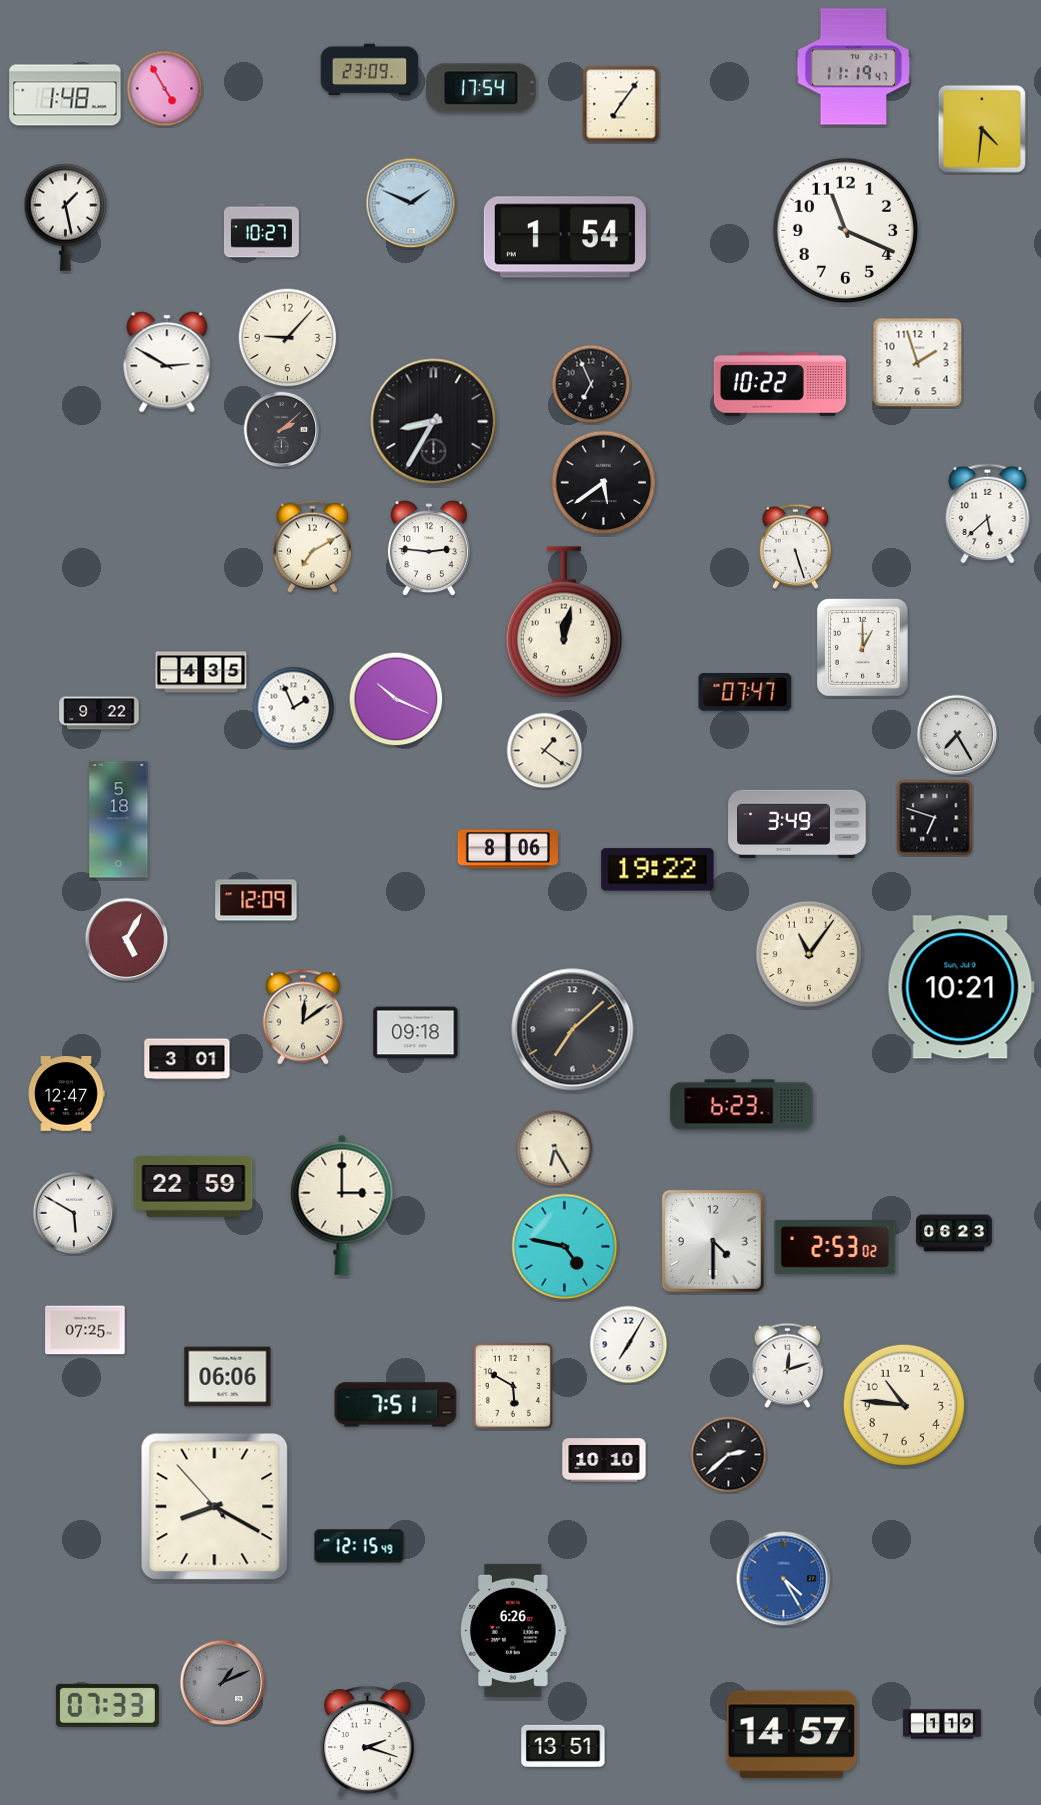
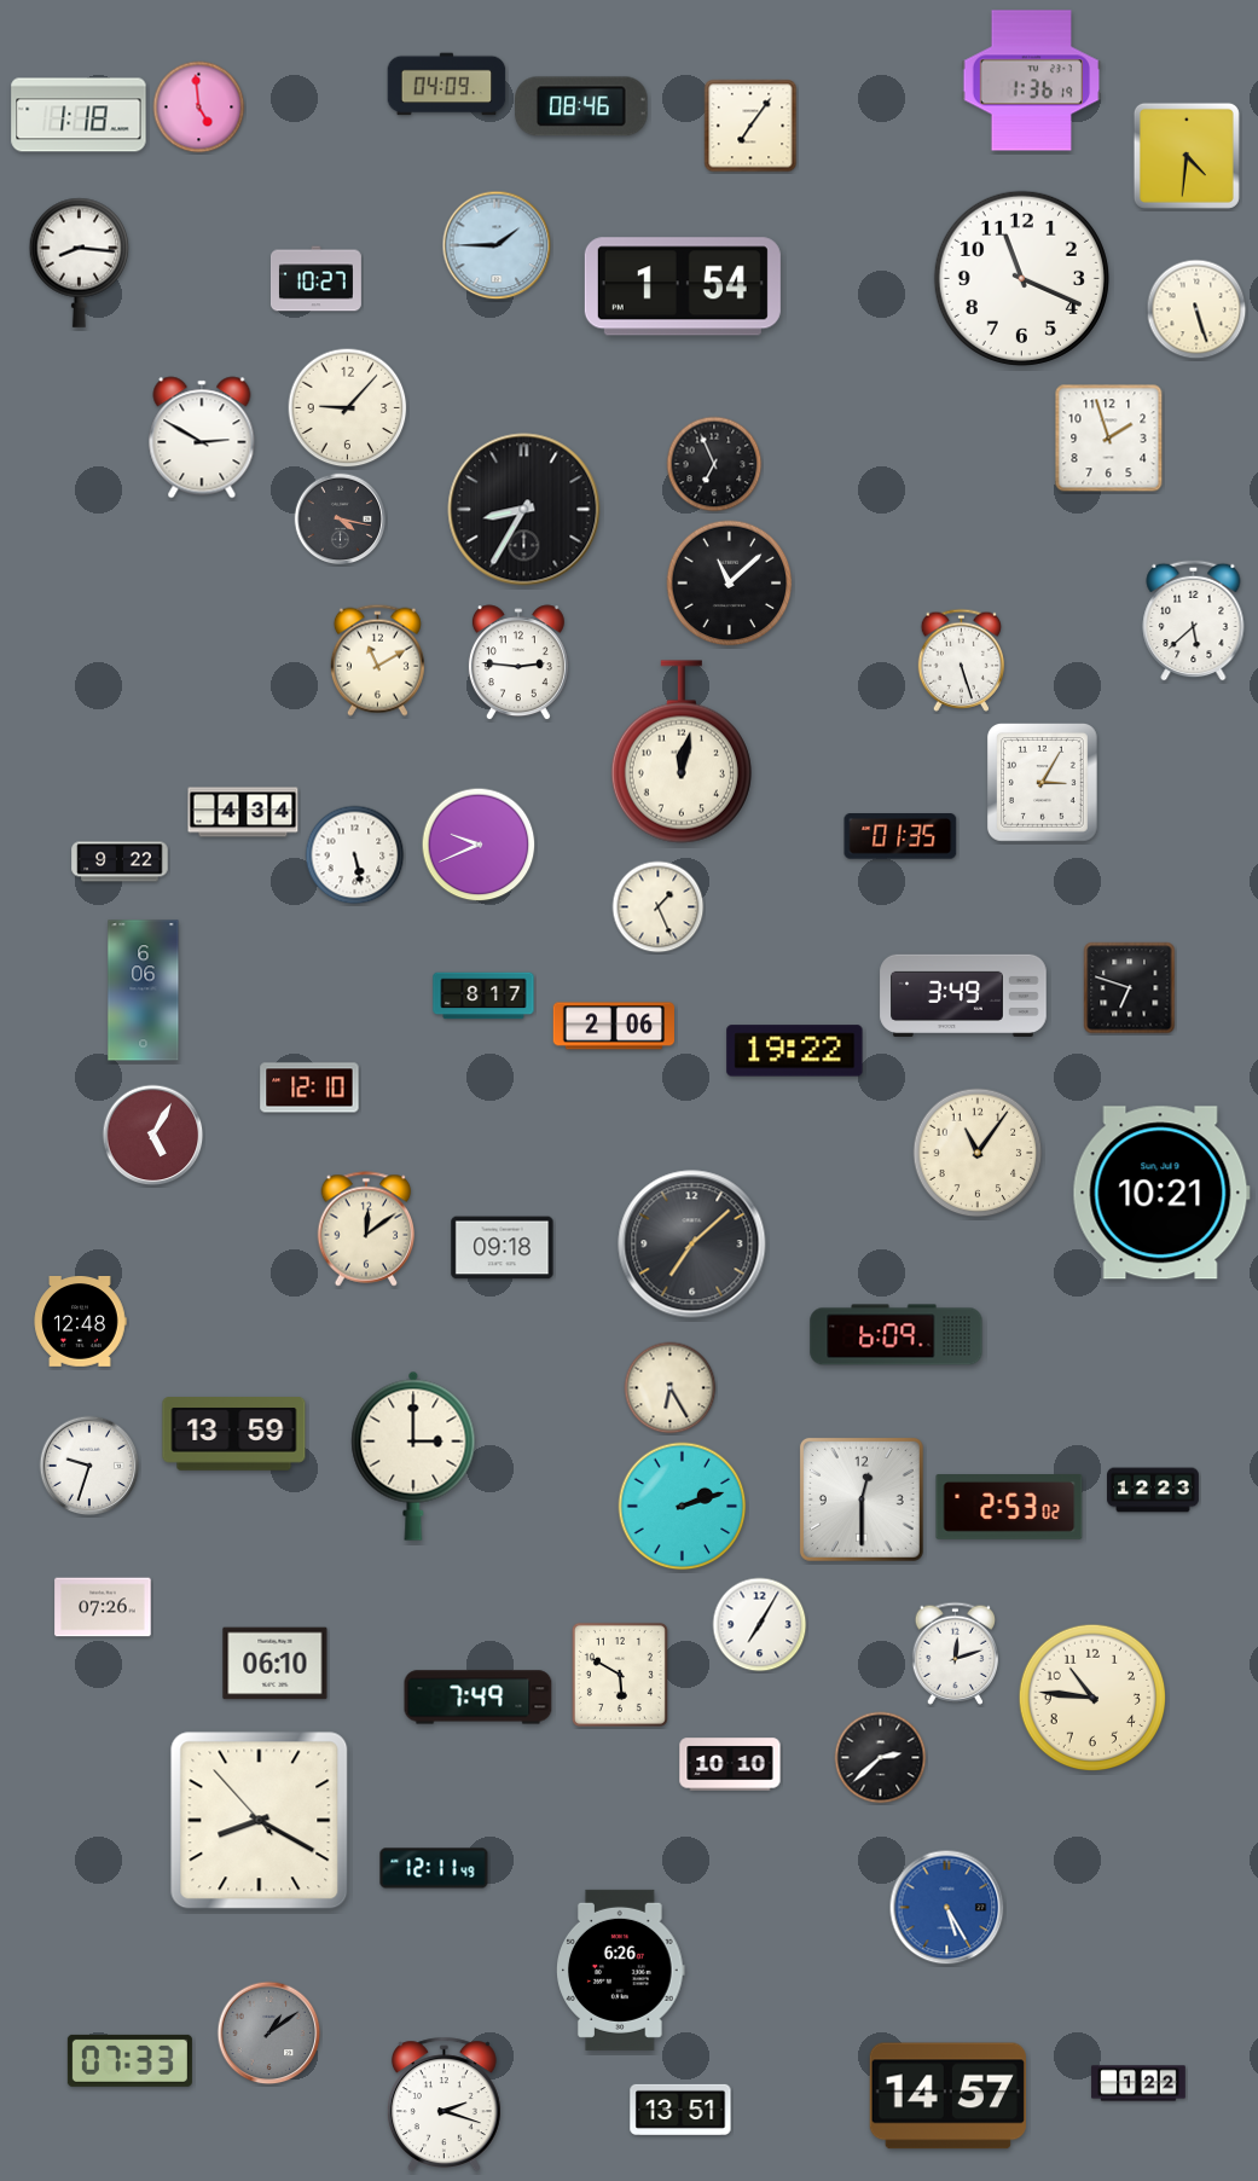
clock at (854, 67): 11:19 -> 1:36
clock at (370, 70): 23:09 -> 04:09
clock at (481, 88): 17:54 -> 08:46
clock at (165, 89): 4:55 -> 4:59
clock at (65, 95): 1:48 -> 1:18
clock at (411, 203): 1:49 -> 1:45
clock at (66, 217): 1:28 -> 8:16
clock at (1196, 309): none -> 5:27
clock at (780, 384): 10:22 -> none
clock at (282, 430): 2:08 -> 4:17
clock at (604, 483): 5:39 -> 11:08
clock at (312, 546): 7:10 -> 11:10
clock at (863, 648): 1:00 -> 3:05
clock at (201, 672): 4:35 -> 4:34
clock at (745, 692): 07:47 -> 01:35
clock at (396, 699): 10:19 -> 9:41
clock at (294, 708): 1:56 -> 5:28
clock at (957, 735): 7:25 -> none
clock at (545, 751): 1:21 -> 1:26
clock at (119, 820): 5:18 -> 6:06
clock at (483, 996): none -> 8:17
clock at (507, 849): 8:06 -> 2:06
clock at (256, 900): 12:09 -> 12:10
clock at (187, 1059): 3:01 -> none
clock at (66, 1094): 12:47 -> 12:48
clock at (742, 1105): 6:23 -> 6:09
clock at (194, 1187): 22:59 -> 13:59
clock at (74, 1213): 5:50 -> 9:33
clock at (955, 1233): 06:23 -> 12:23
clock at (713, 1241): 4:30 -> 12:30
clock at (565, 1247): 4:47 -> 2:12
clock at (85, 1330): 07:25 -> 07:26
clock at (788, 1365) position: (788, 1365) -> (956, 1653)
clock at (228, 1377): 06:06 -> 06:10
clock at (396, 1405): 7:51 -> 7:49
clock at (359, 1546): 12:15 -> 12:11
clock at (784, 1579): 4:25 -> 5:25
clock at (223, 1683): 1:11 -> 1:09
clock at (942, 1724): 1:19 -> 1:22
clock at (791, 1735) position: (791, 1735) -> (947, 2096)
